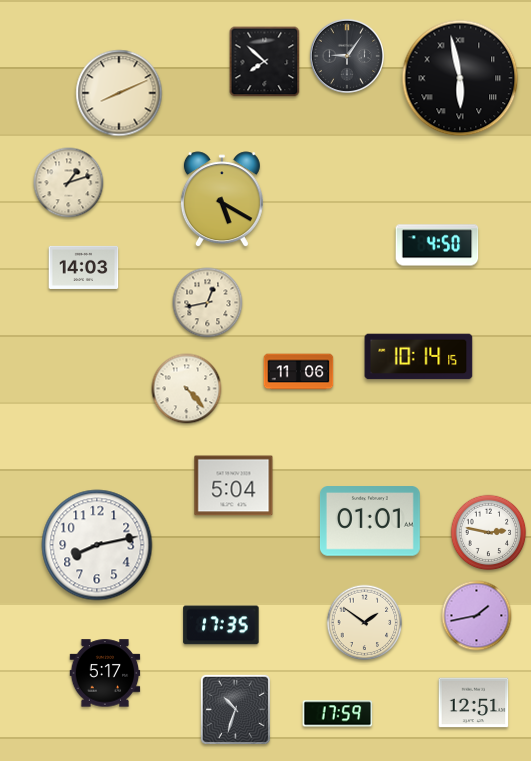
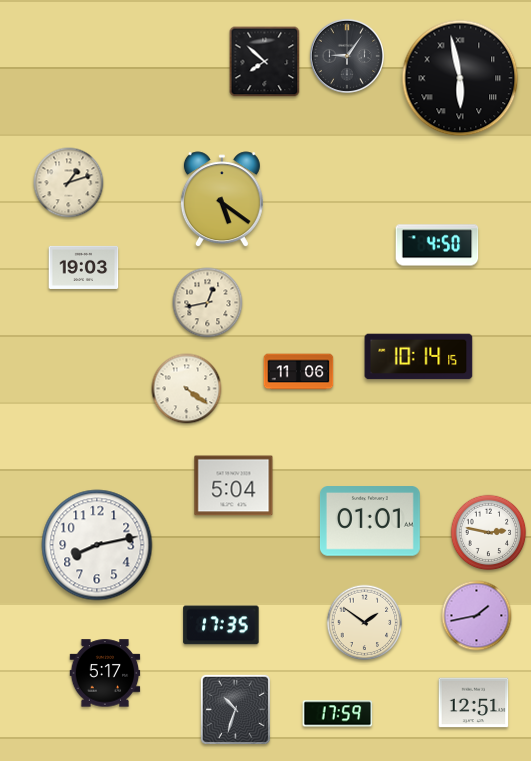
clock at (119, 93): 8:11 -> none
clock at (222, 200): 5:20 -> 5:21
clock at (84, 267): 14:03 -> 19:03
clock at (187, 389): 4:23 -> 4:21
